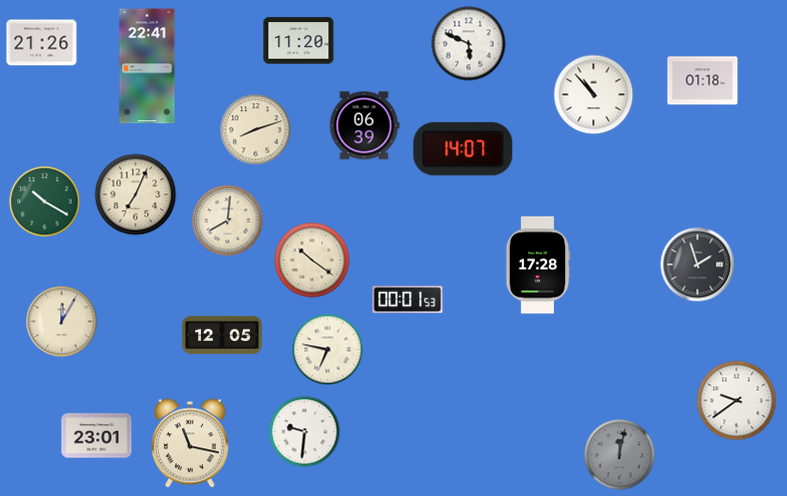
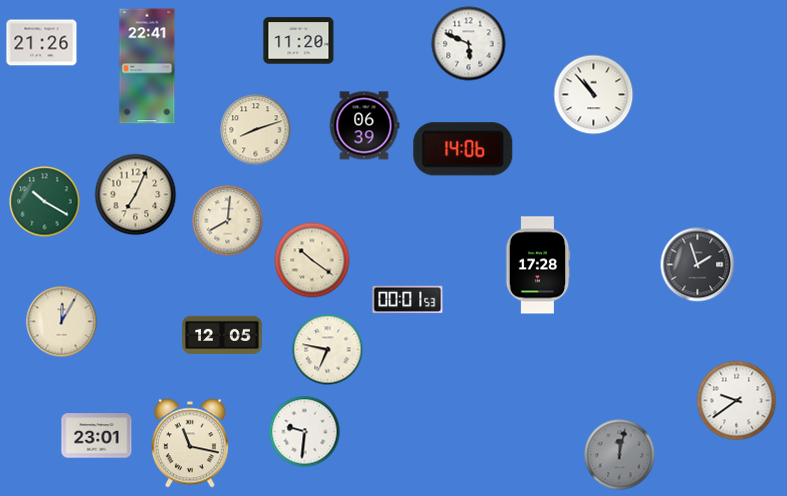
clock at (703, 81): 01:18 -> none
clock at (463, 149): 14:07 -> 14:06
